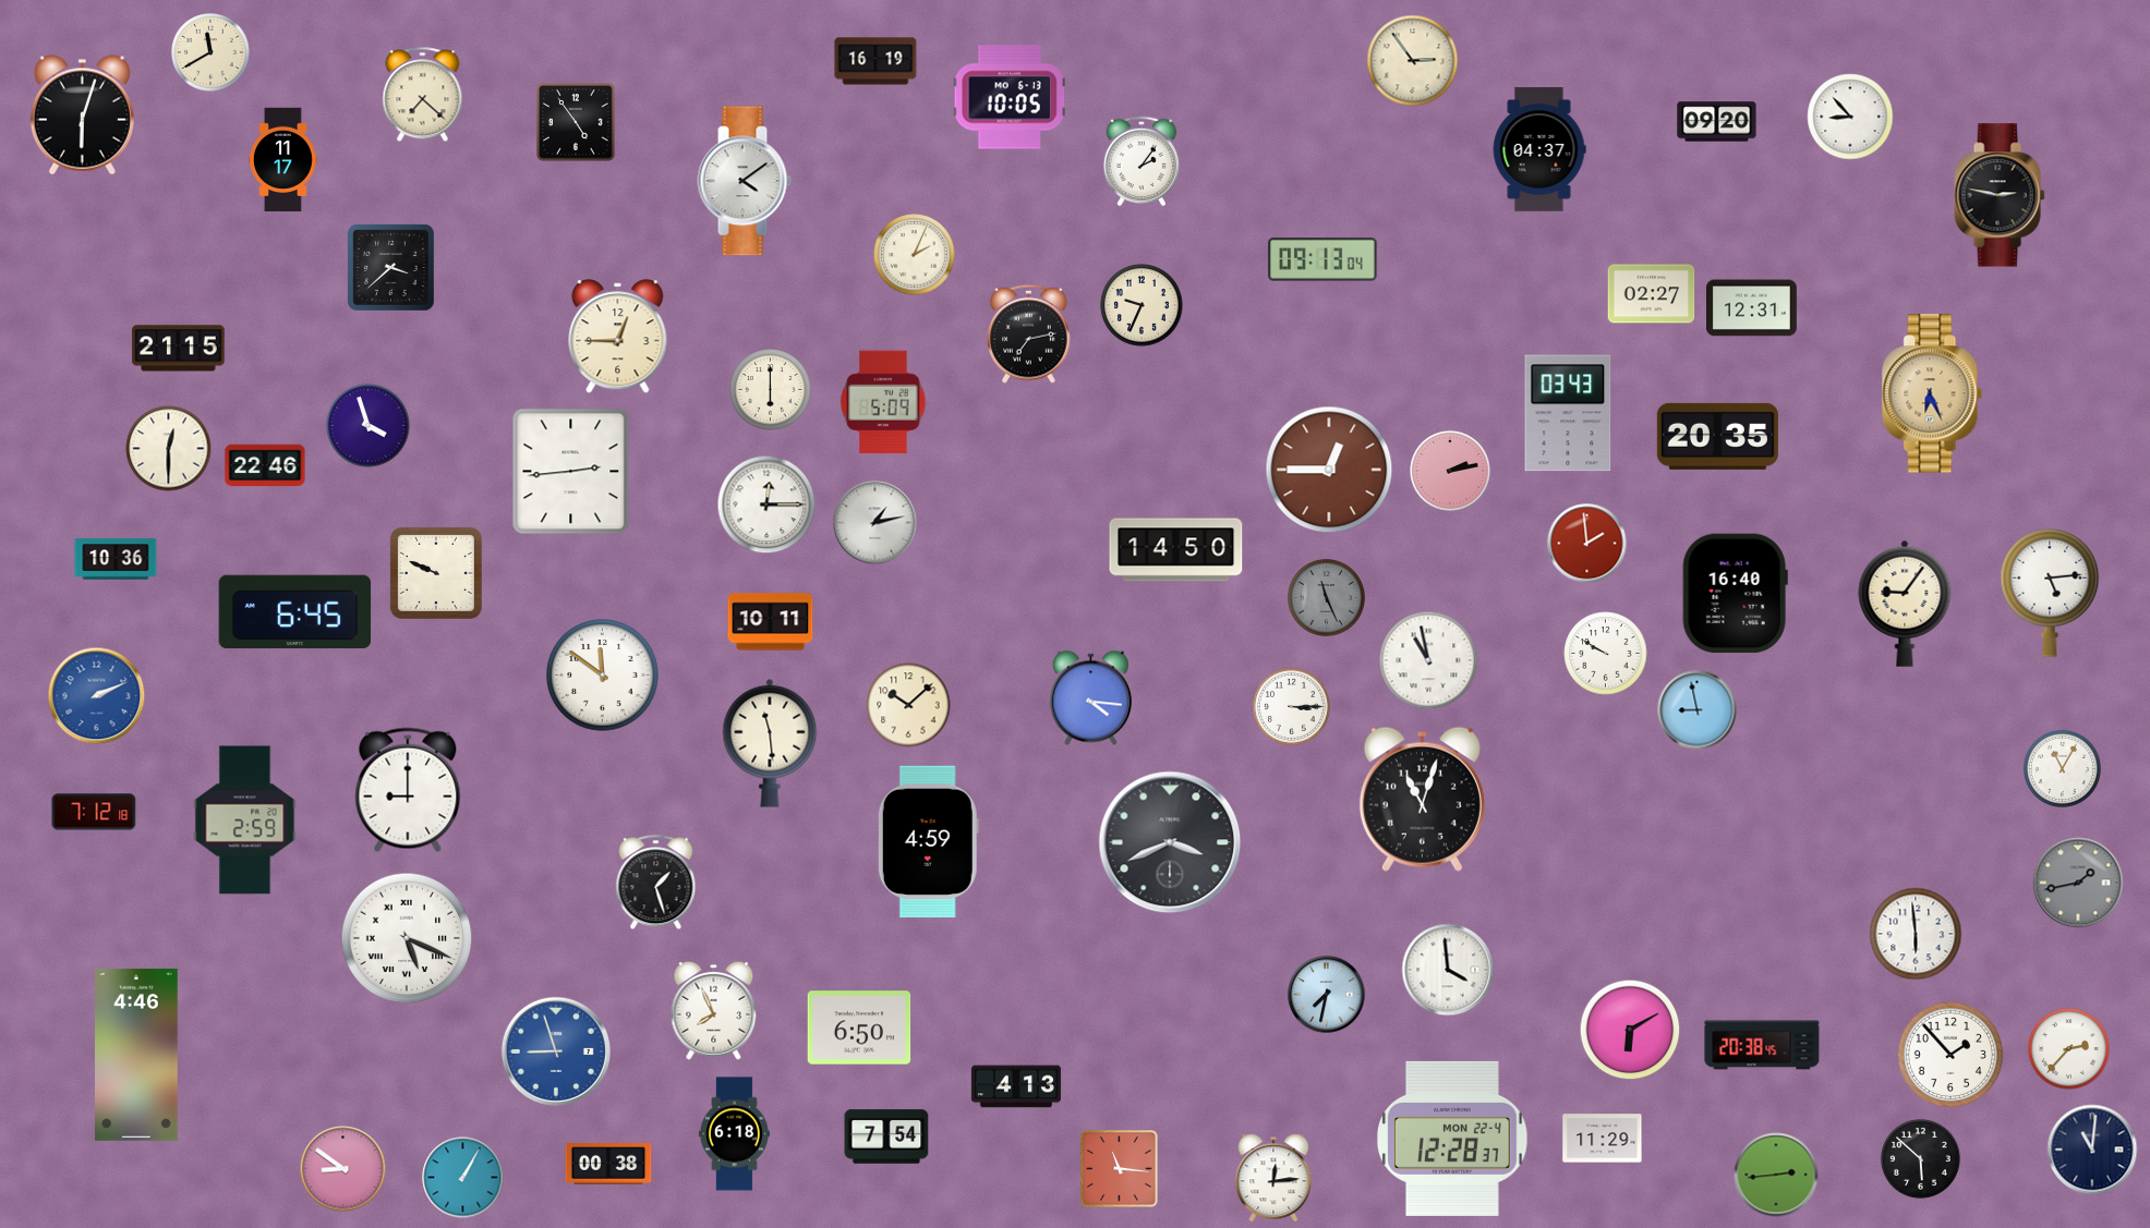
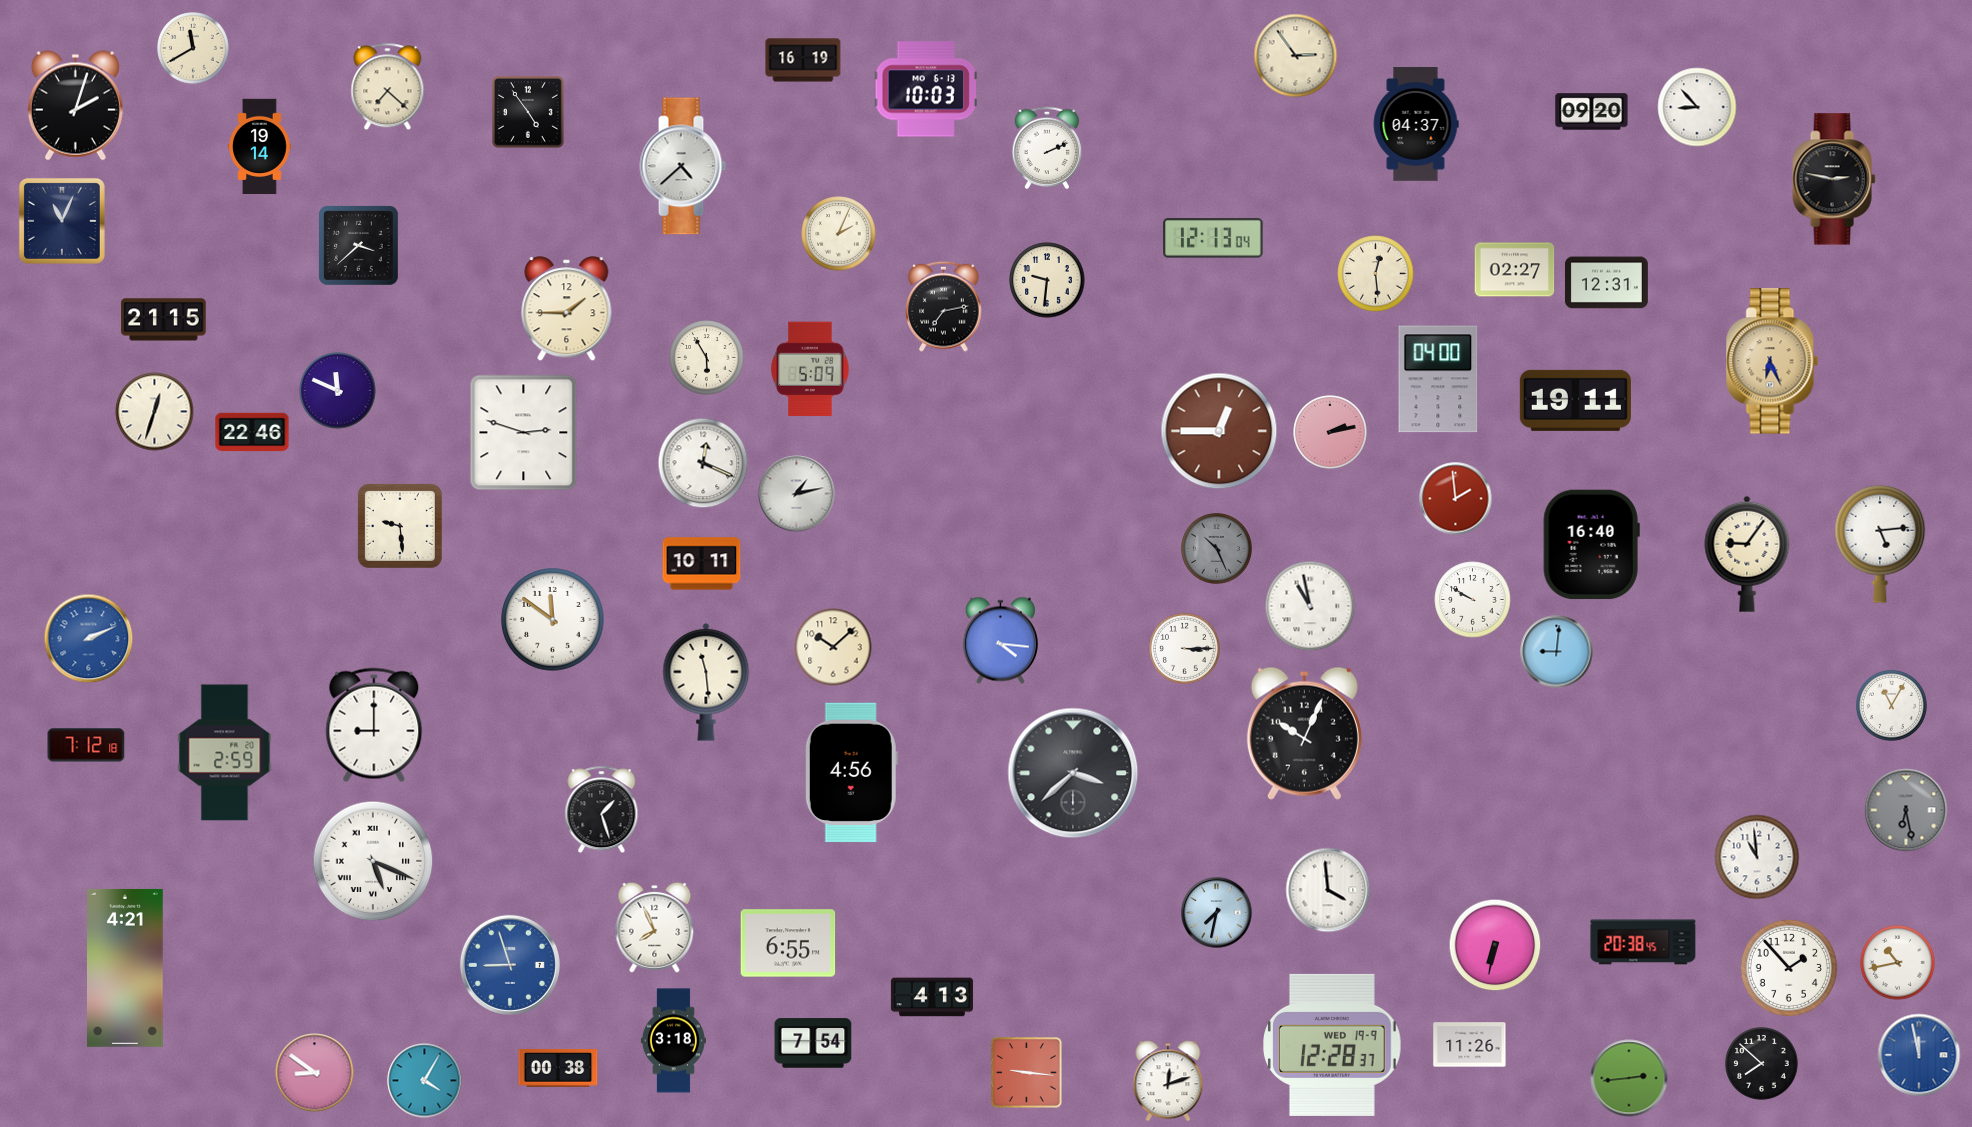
clock at (875, 61) position: (875, 61) -> (803, 60)
clock at (1010, 97): 10:05 -> 10:03
clock at (82, 115): 6:03 -> 2:03
clock at (1717, 122) position: (1717, 122) -> (1592, 112)
clock at (1539, 149) position: (1539, 149) -> (1416, 124)
clock at (283, 160): 11:17 -> 19:14
clock at (1142, 161): 2:06 -> 2:11
clock at (745, 181): 4:09 -> 4:38
clock at (62, 221): none -> 11:04
clock at (1322, 259): 09:13 -> 12:13
clock at (1376, 274): none -> 12:29
clock at (1142, 305): 9:34 -> 9:31
clock at (618, 337): 12:45 -> 1:45
clock at (771, 390): 6:00 -> 5:55
clock at (1568, 413): 03:43 -> 04:00
clock at (369, 426): 3:57 -> 11:49
clock at (1717, 436): 20:35 -> 19:11
clock at (169, 449): 12:30 -> 12:33
clock at (265, 465) position: (265, 465) -> (252, 432)
clock at (571, 472): 2:44 -> 2:48
clock at (766, 504): 12:15 -> 12:19
clock at (875, 523) position: (875, 523) -> (797, 494)
clock at (1176, 550): 14:50 -> none
clock at (116, 559): 10:36 -> none
clock at (436, 573): 9:49 -> 9:29
clock at (1326, 597): 11:26 -> 10:26
clock at (295, 612): 6:45 -> none
clock at (771, 622) position: (771, 622) -> (702, 564)
clock at (1698, 710): 8:58 -> 9:01
clock at (1422, 799): 11:03 -> 10:04
clock at (928, 842): 4:59 -> 4:56
clock at (1170, 842): 3:41 -> 3:38
clock at (2078, 883): 1:43 -> 6:28
clock at (1916, 934): 5:59 -> 10:59
clock at (859, 1028): 6:50 -> 6:55
clock at (1630, 1030): 6:10 -> 6:32
clock at (1762, 1045) position: (1762, 1045) -> (1643, 942)
clock at (2069, 1049): 2:37 -> 10:43
clock at (137, 1055): 4:46 -> 4:21
clock at (734, 1134): 6:18 -> 3:18
clock at (1452, 1139) date: MON 22-4 -> WED 19-9
clock at (1603, 1139): 11:29 -> 11:26
clock at (2092, 1150): 11:01 -> 11:58
clock at (2092, 1150) dial: navy -> blue
clock at (1921, 1159): 5:52 -> 7:52
clock at (1120, 1169): 11:16 -> 9:16
clock at (463, 1178): 1:05 -> 4:05
clock at (1273, 1178): 12:14 -> 12:12
